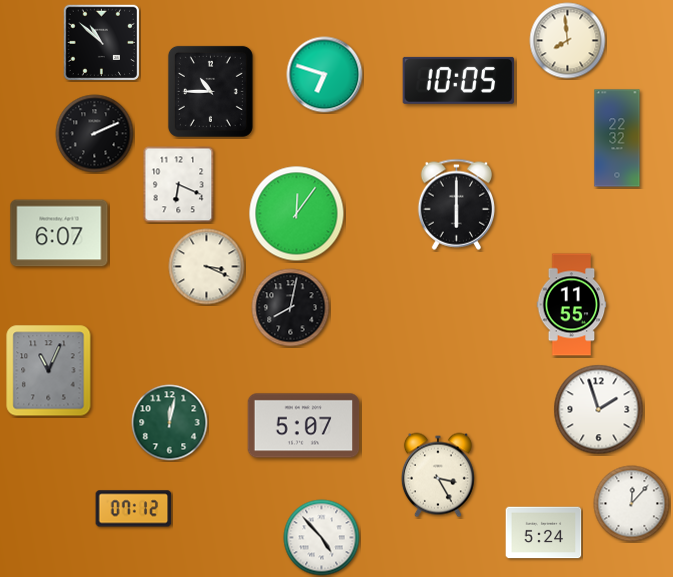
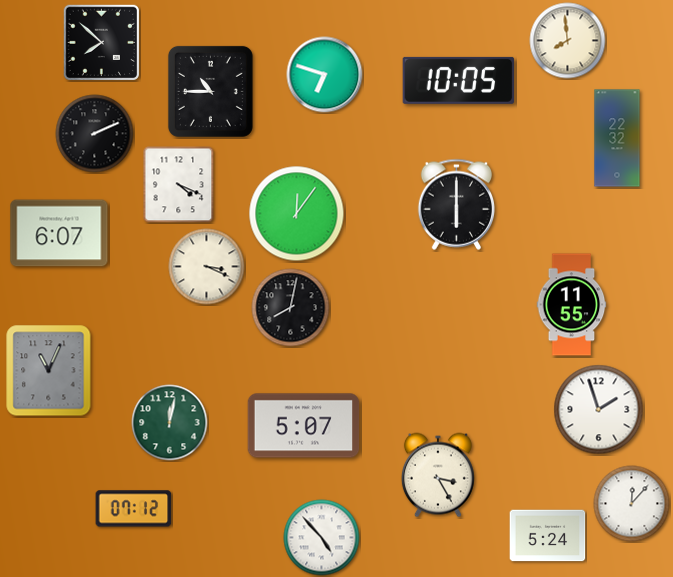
clock at (101, 42): 10:52 -> 7:52
clock at (179, 185): 6:19 -> 4:19
clock at (544, 533) position: (544, 533) -> (548, 536)
